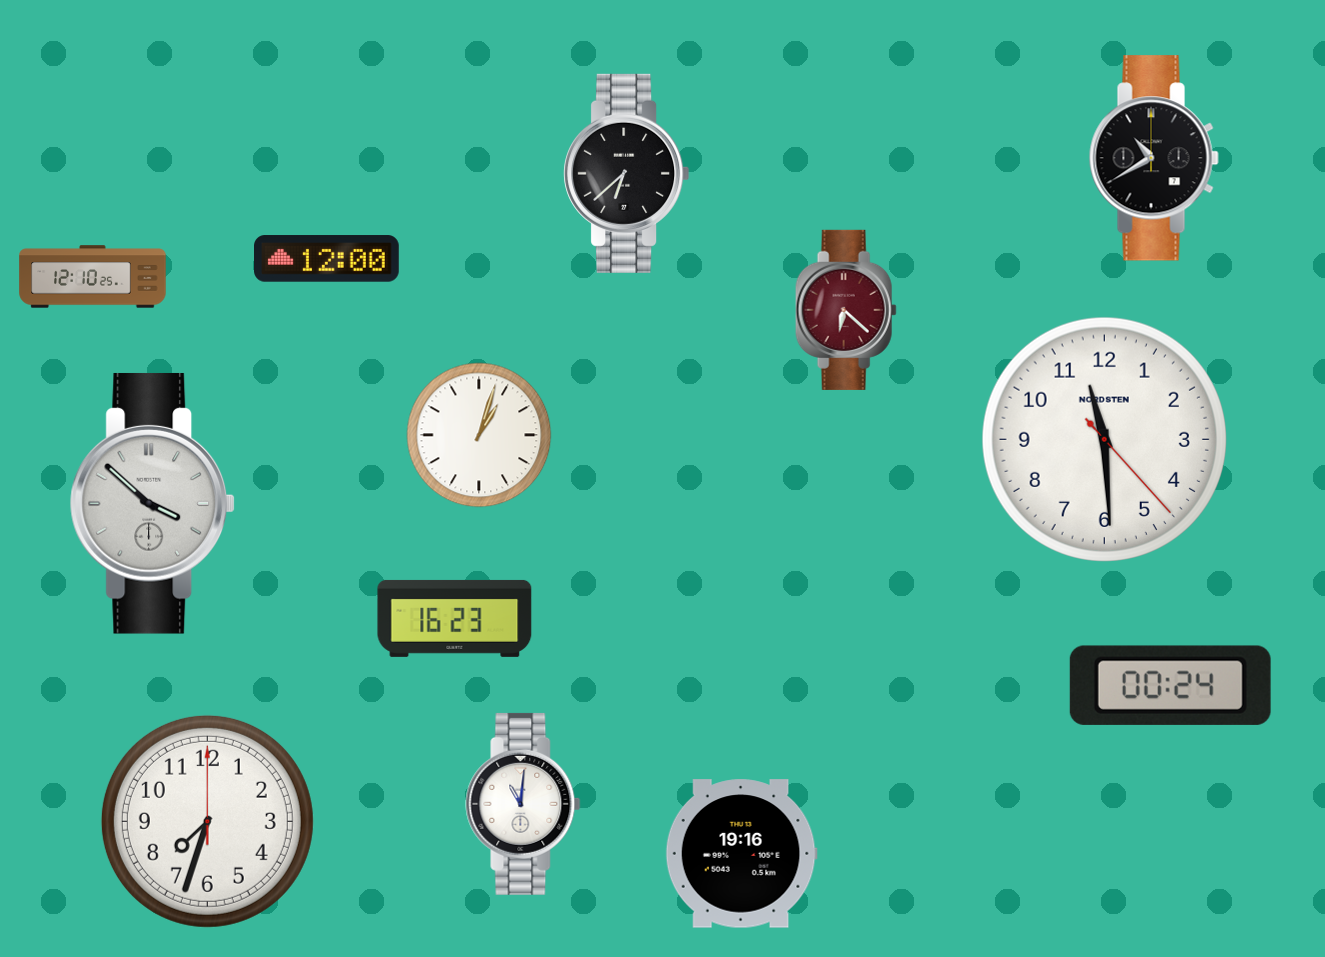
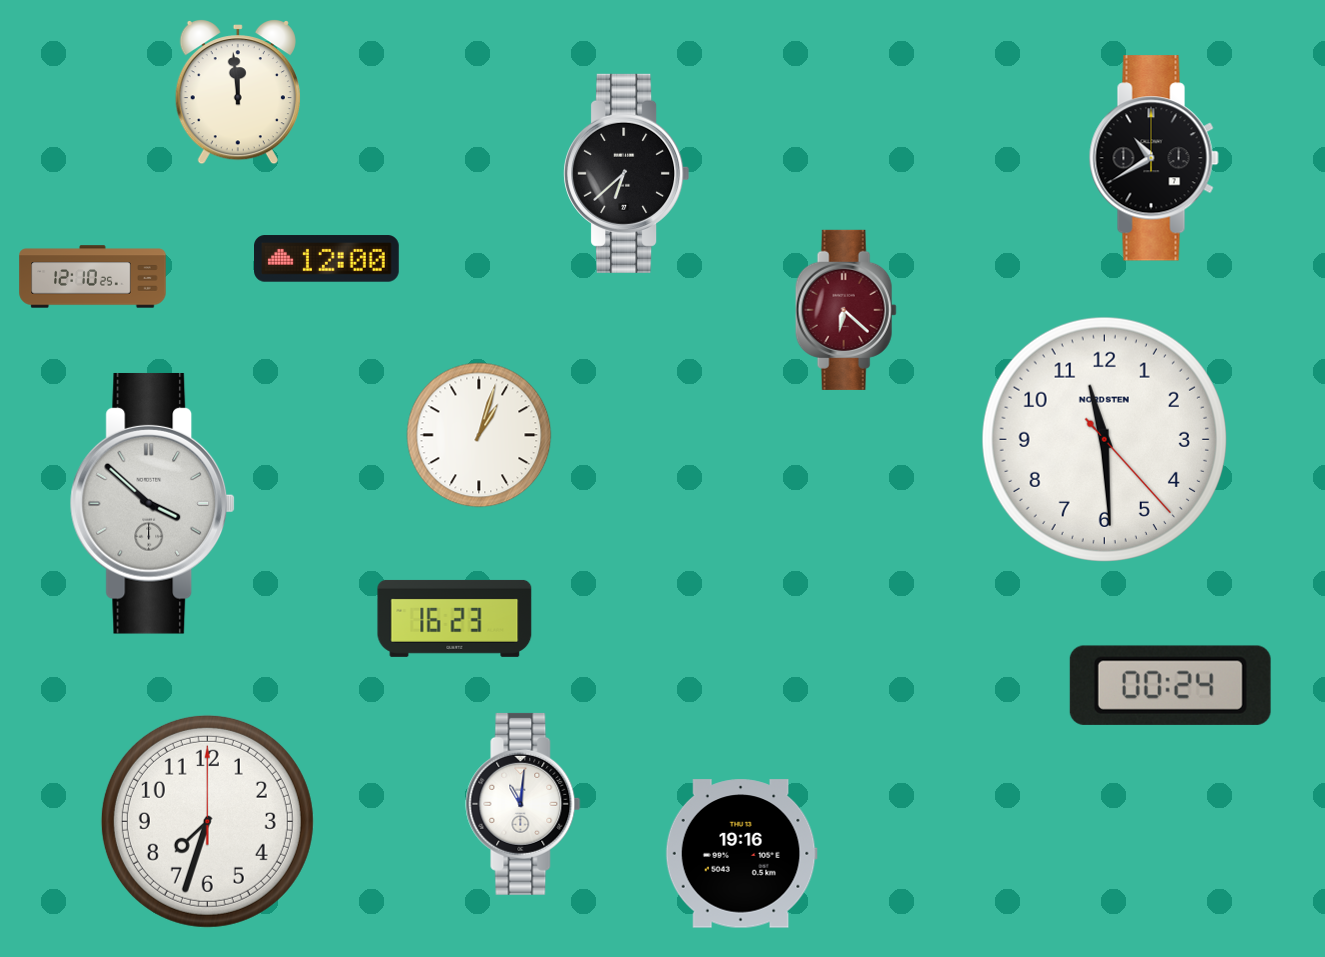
clock at (238, 92): none -> 11:59
